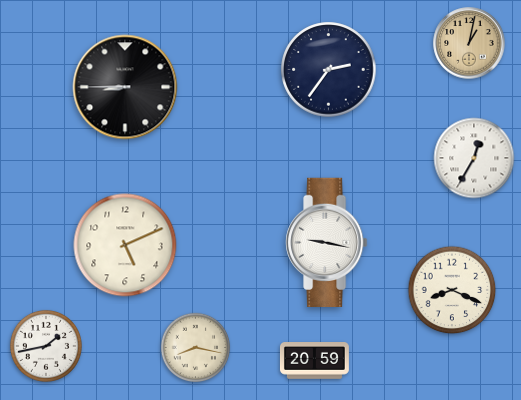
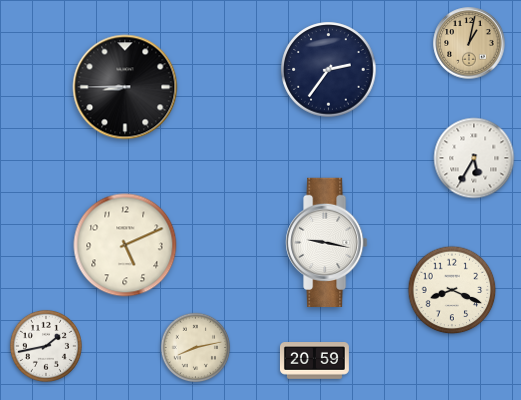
clock at (474, 158): 12:35 -> 5:35
clock at (196, 348): 8:17 -> 8:13
